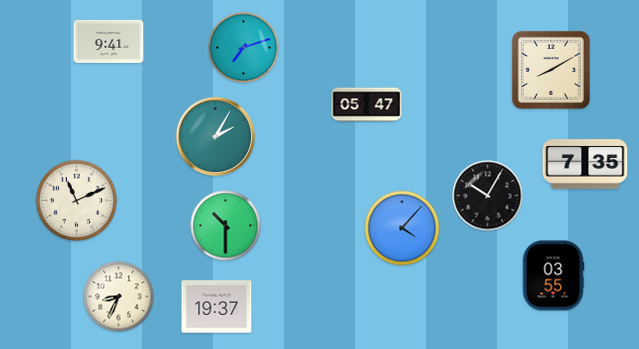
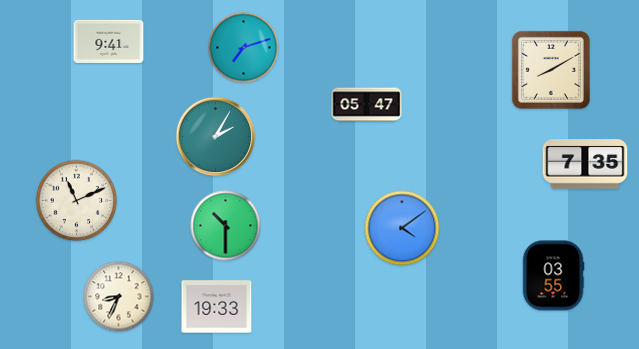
clock at (488, 196): 10:05 -> none
clock at (402, 228): 4:07 -> 4:09
clock at (217, 307): 19:37 -> 19:33
